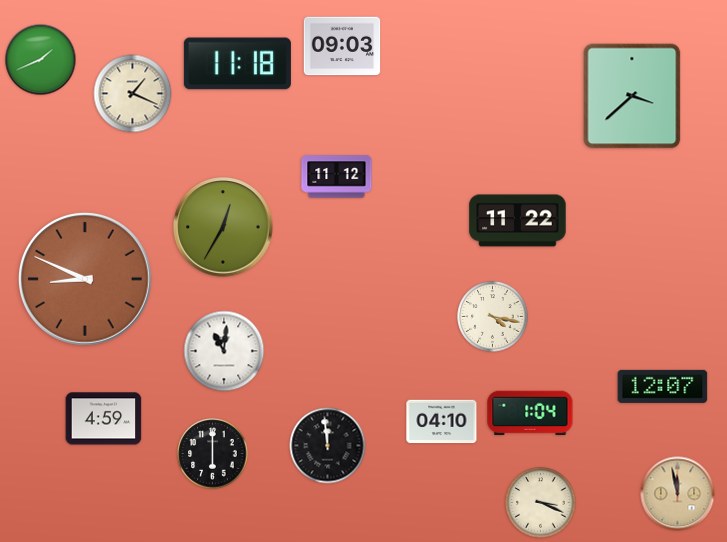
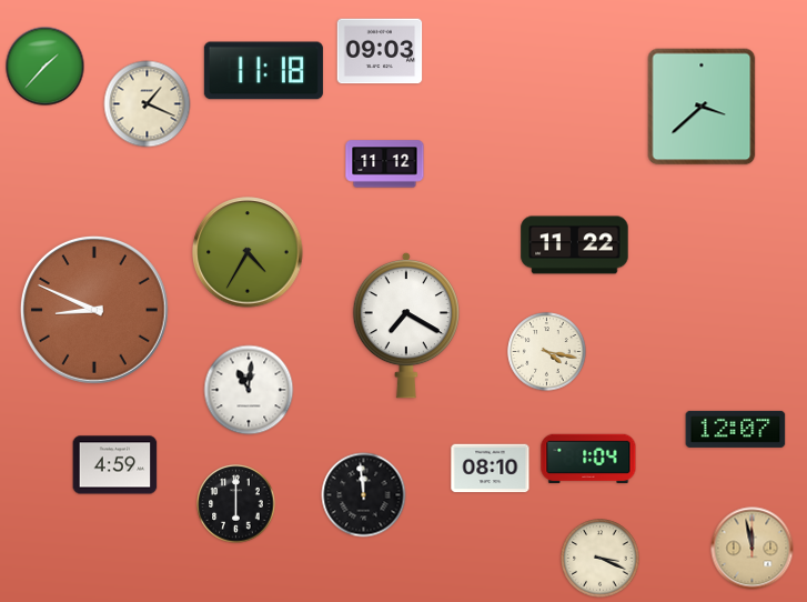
clock at (41, 60): 1:41 -> 1:37
clock at (337, 177) position: (337, 177) -> (385, 164)
clock at (223, 227): 12:35 -> 4:35
clock at (405, 325): none -> 7:20
clock at (442, 422): 04:10 -> 08:10
